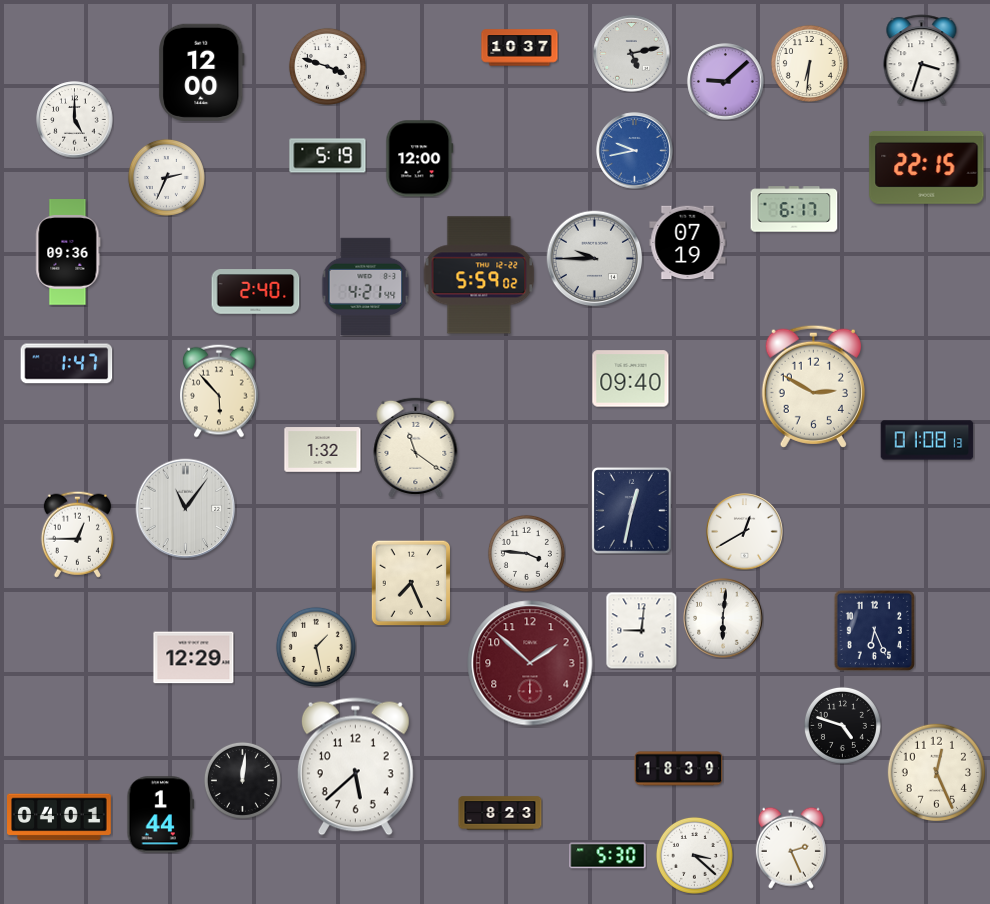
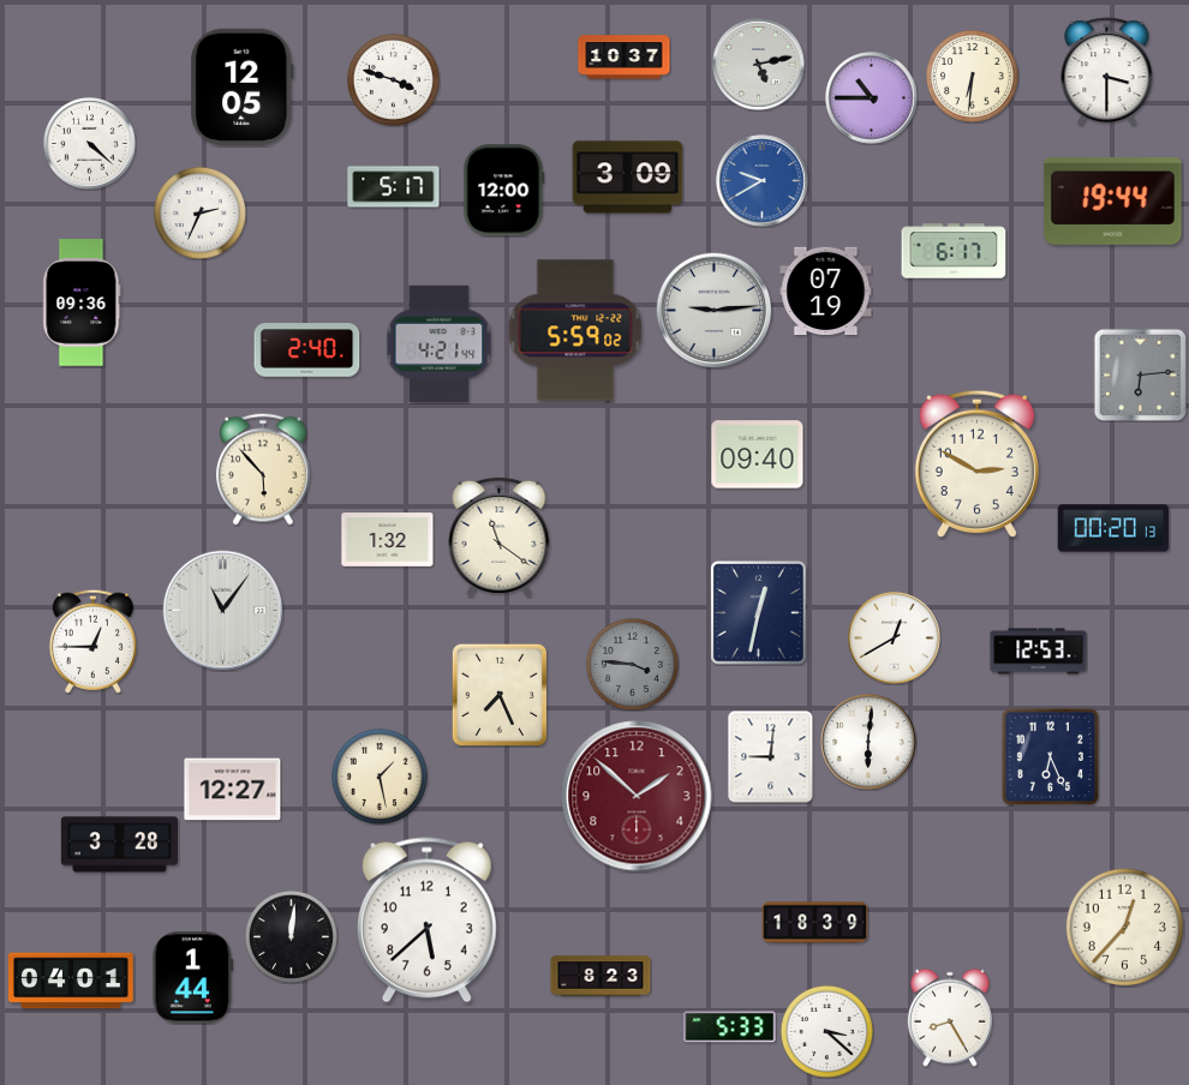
clock at (922, 60): 3:33 -> 3:30
clock at (202, 72): 12:00 -> 12:05
clock at (726, 82): 9:08 -> 10:45
clock at (75, 120): 5:00 -> 4:22
clock at (628, 178): none -> 3:09
clock at (635, 151): 9:43 -> 9:40
clock at (328, 156): 5:19 -> 5:17
clock at (927, 167): 22:15 -> 19:44
clock at (595, 259): 9:45 -> 9:14
clock at (1140, 374): none -> 6:14
clock at (67, 364): 1:47 -> none
clock at (927, 440): 01:08 -> 00:20
clock at (1039, 652): none -> 12:53
clock at (526, 553) dial: white -> grey
clock at (411, 583) position: (411, 583) -> (500, 695)
clock at (194, 658): 12:29 -> 12:27
clock at (119, 845): none -> 3:28
clock at (842, 725): 4:48 -> none
clock at (936, 772): 12:26 -> 12:37
clock at (791, 848): 2:26 -> 8:25
clock at (694, 855) position: (694, 855) -> (826, 1031)
clock at (608, 856): 5:30 -> 5:33
